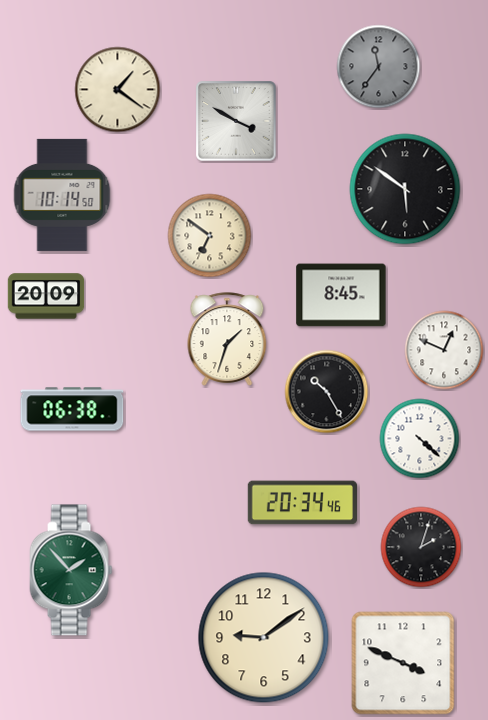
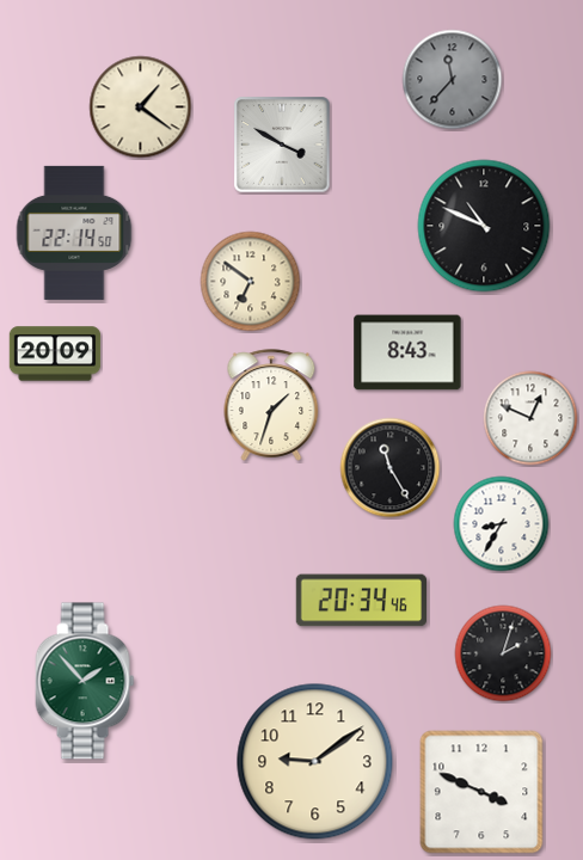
clock at (379, 67): 11:36 -> 11:37
clock at (405, 189): 5:51 -> 10:49
clock at (62, 195): 10:14 -> 22:14
clock at (341, 295): 8:45 -> 8:43
clock at (327, 392): 10:25 -> 11:25
clock at (72, 409): 06:38 -> none
clock at (420, 439): 4:22 -> 8:35
